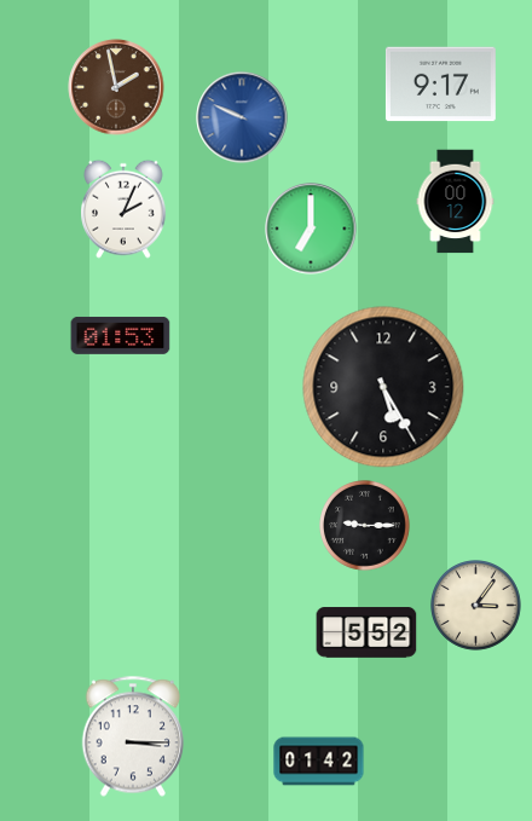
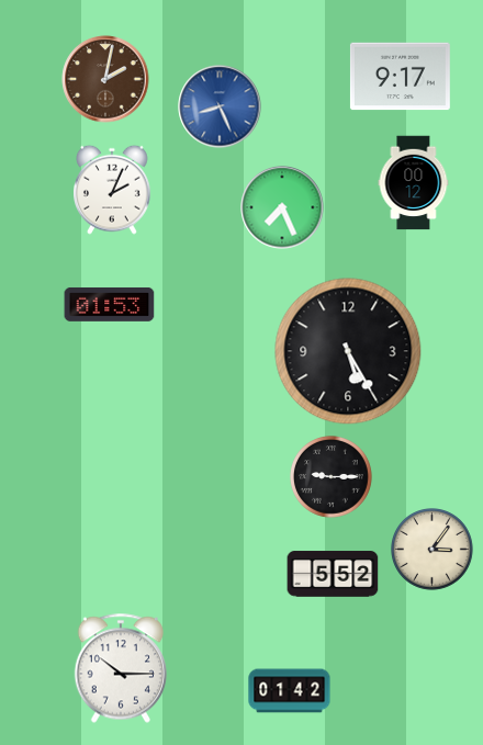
clock at (116, 87): 1:58 -> 2:02
clock at (242, 117): 9:49 -> 8:26
clock at (311, 229): 7:00 -> 7:26
clock at (132, 736): 3:15 -> 10:15
